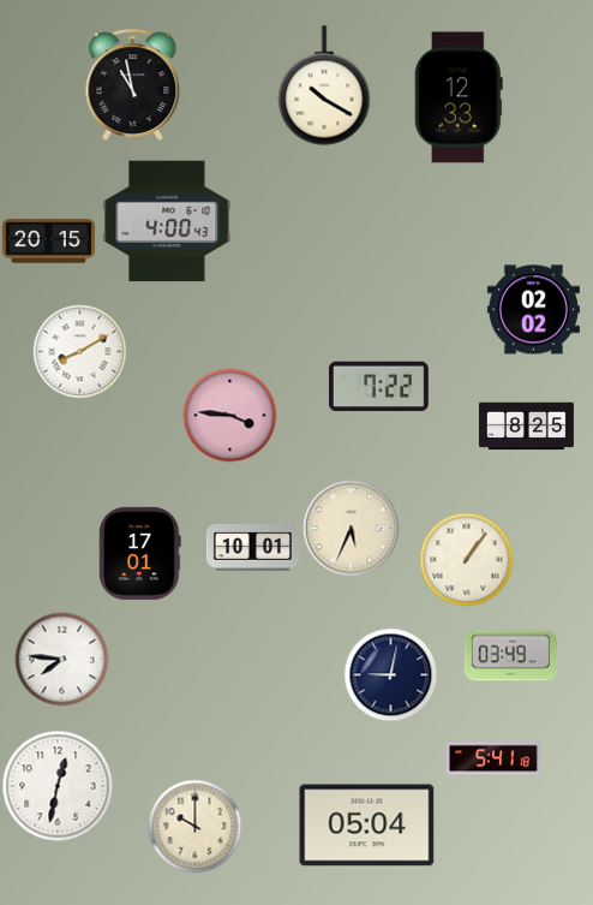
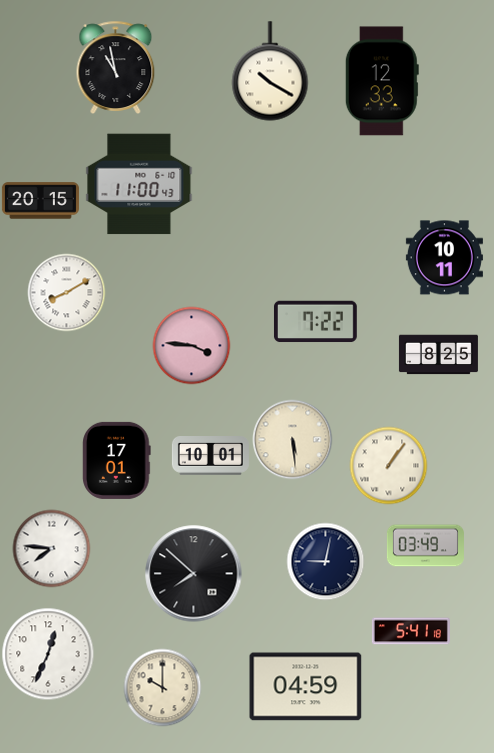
clock at (133, 84) position: (133, 84) -> (116, 67)
clock at (167, 221): 4:00 -> 11:00
clock at (533, 310): 02:02 -> 10:11
clock at (351, 528): 5:34 -> 5:29
clock at (194, 574): none -> 7:52
clock at (58, 786): 12:32 -> 12:34
clock at (367, 826): 05:04 -> 04:59
